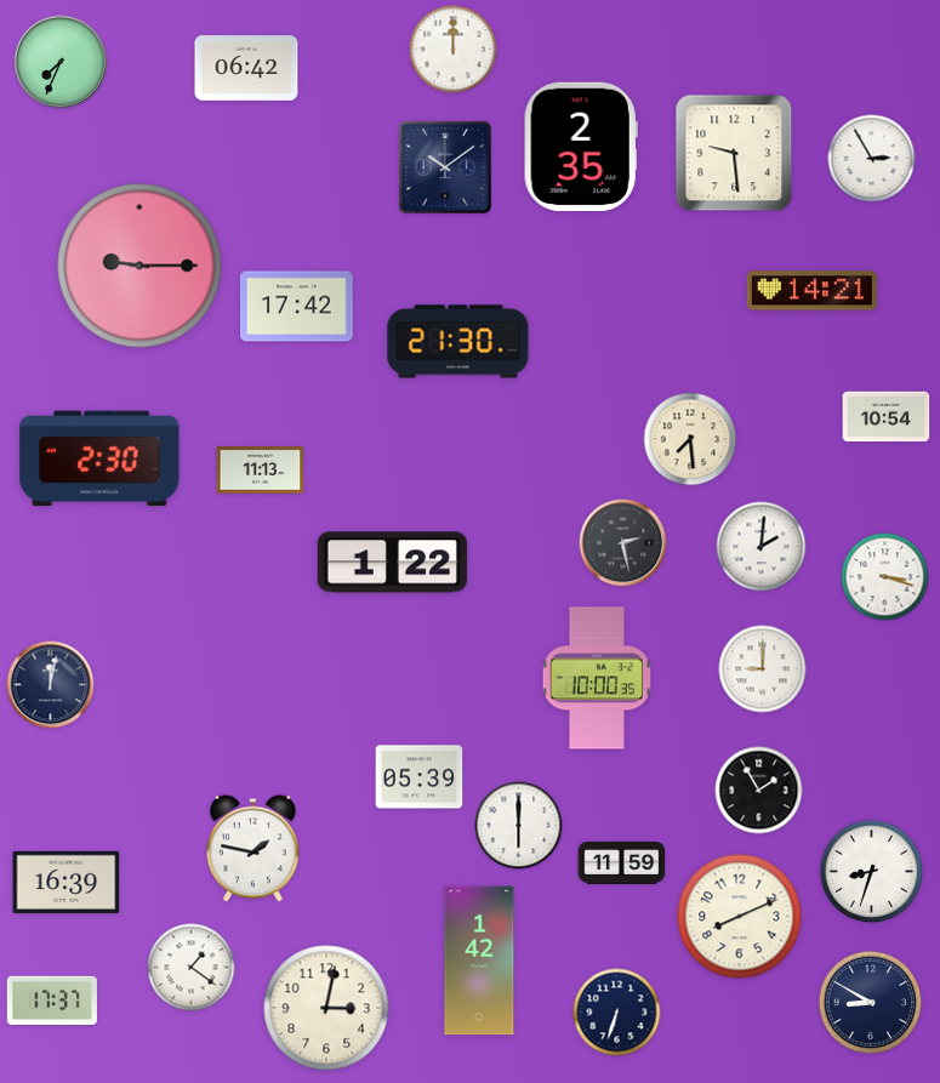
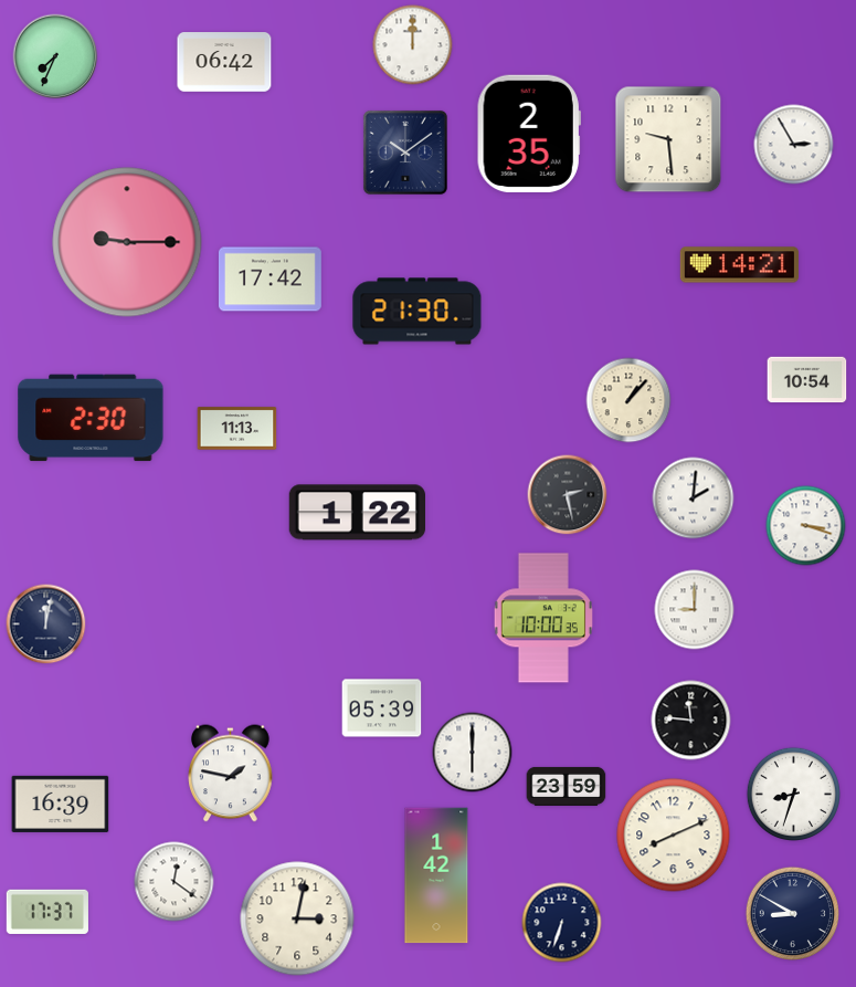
clock at (690, 439): 7:29 -> 1:07
clock at (759, 791): 1:55 -> 11:46
clock at (622, 862): 11:59 -> 23:59
clock at (192, 968): 1:21 -> 12:21
